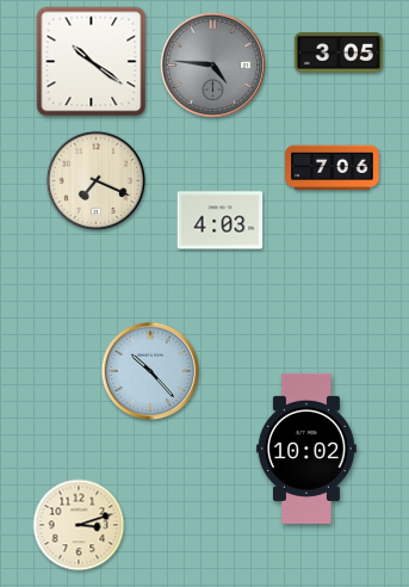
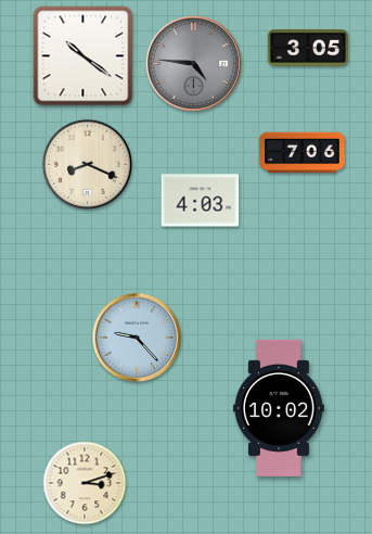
clock at (212, 64) position: (212, 64) -> (193, 63)
clock at (95, 180): 7:19 -> 8:19
clock at (150, 371): 10:23 -> 9:23
clock at (79, 525) position: (79, 525) -> (85, 483)
